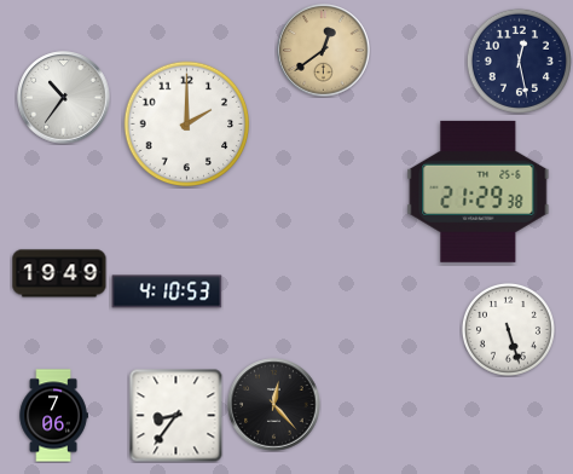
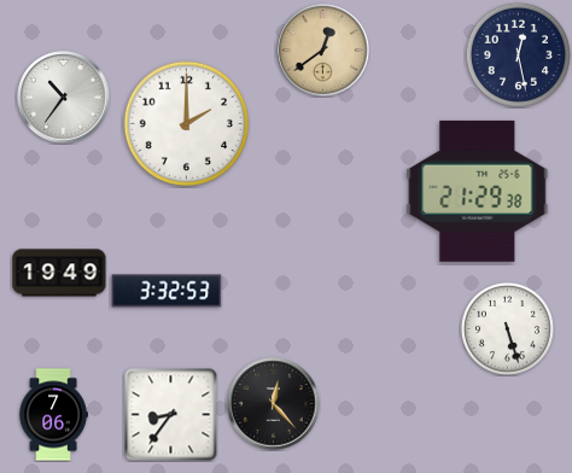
clock at (519, 60) position: (519, 60) -> (518, 54)
clock at (167, 291): 4:10 -> 3:32
clock at (175, 415) position: (175, 415) -> (170, 414)
